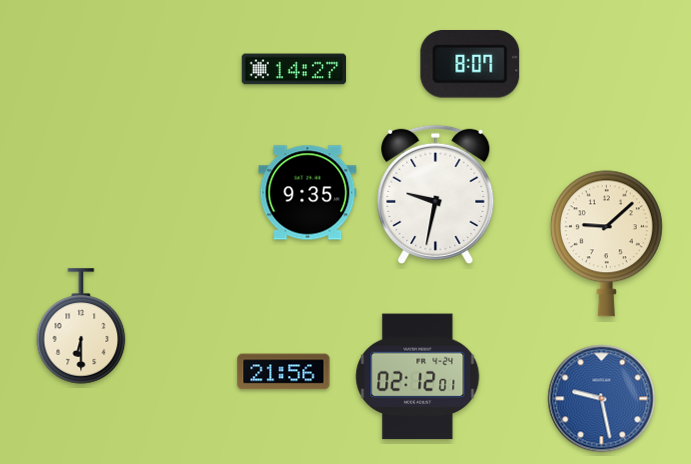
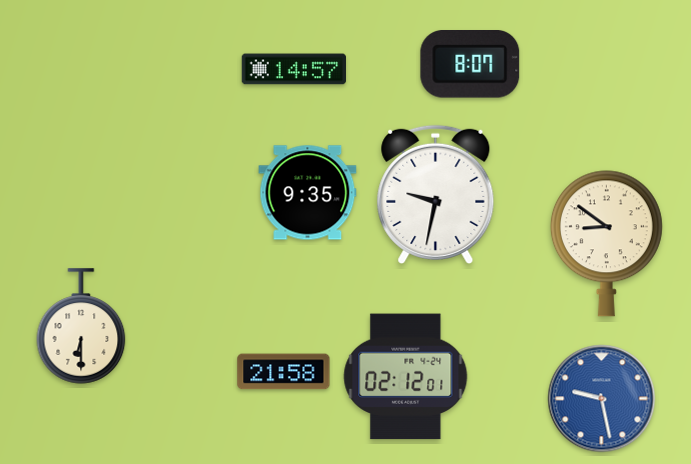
clock at (294, 69): 14:27 -> 14:57
clock at (606, 244): 9:08 -> 8:51
clock at (284, 372): 21:56 -> 21:58
clock at (418, 377) position: (418, 377) -> (406, 377)
